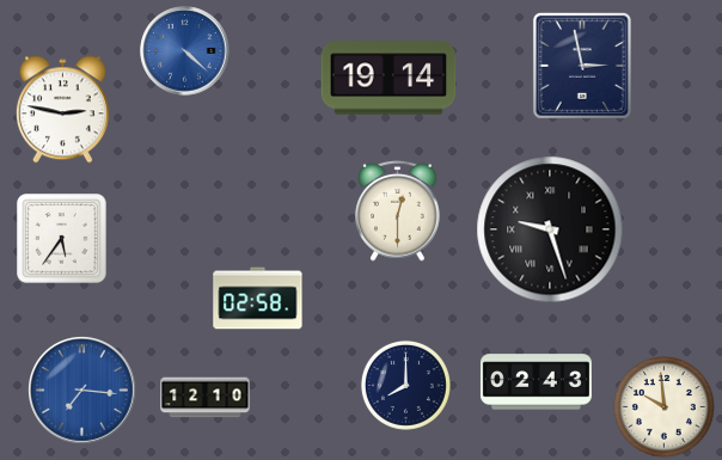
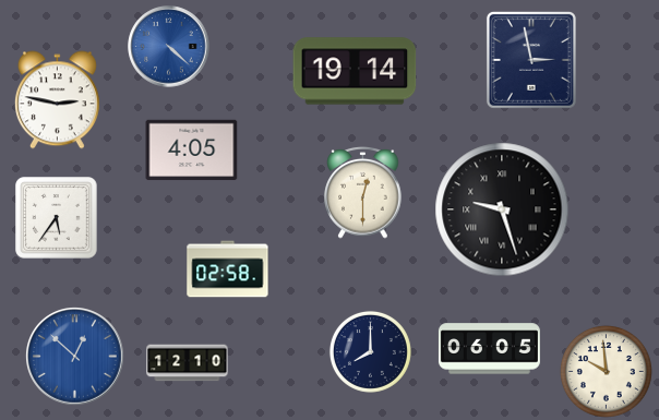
clock at (192, 151): none -> 4:05
clock at (258, 299) position: (258, 299) -> (228, 269)
clock at (536, 382): 02:43 -> 06:05
clock at (82, 391): 7:16 -> 12:52
